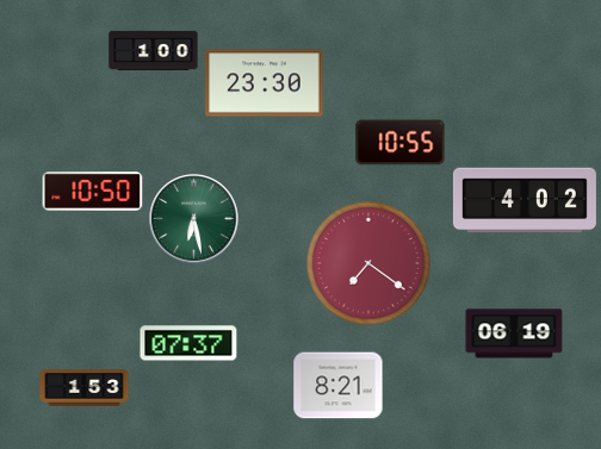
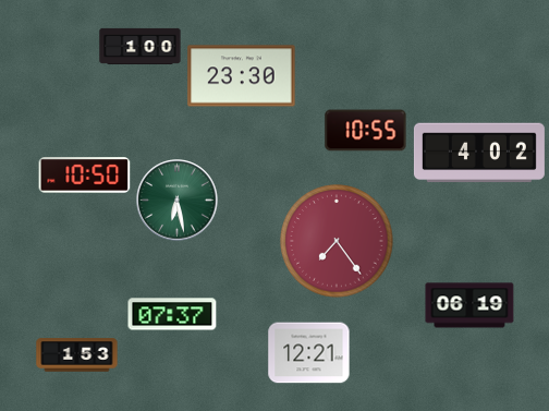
clock at (525, 200) position: (525, 200) -> (479, 153)
clock at (368, 263): 7:21 -> 7:24
clock at (339, 386): 8:21 -> 12:21
